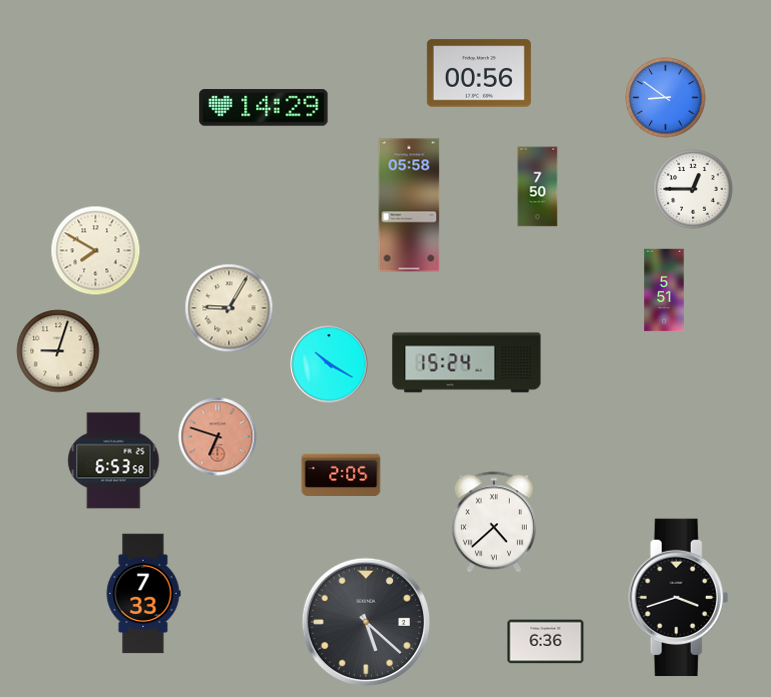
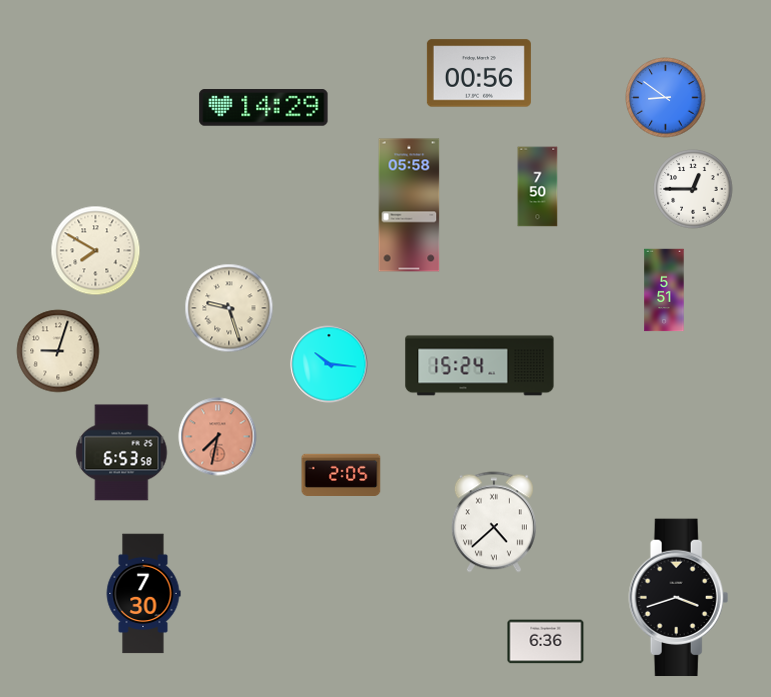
clock at (229, 308): 9:05 -> 9:27
clock at (467, 363) position: (467, 363) -> (480, 366)
clock at (329, 364): 10:20 -> 10:16
clock at (218, 437): 6:48 -> 7:32
clock at (114, 461) position: (114, 461) -> (122, 453)
clock at (143, 594): 7:33 -> 7:30
clock at (365, 621): 5:22 -> none
